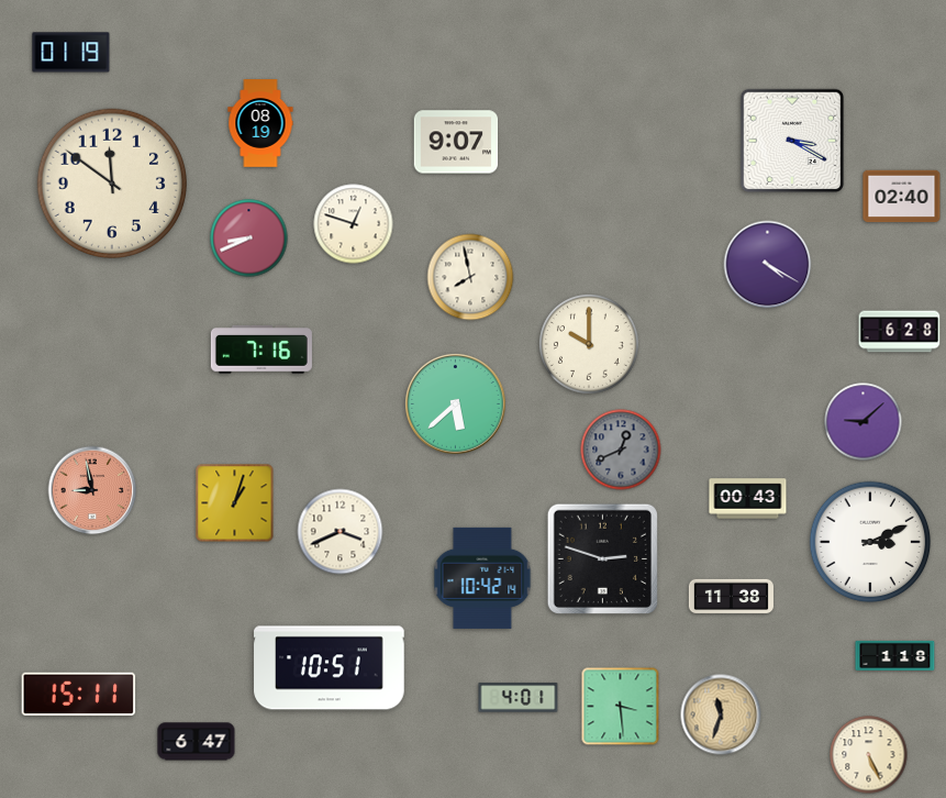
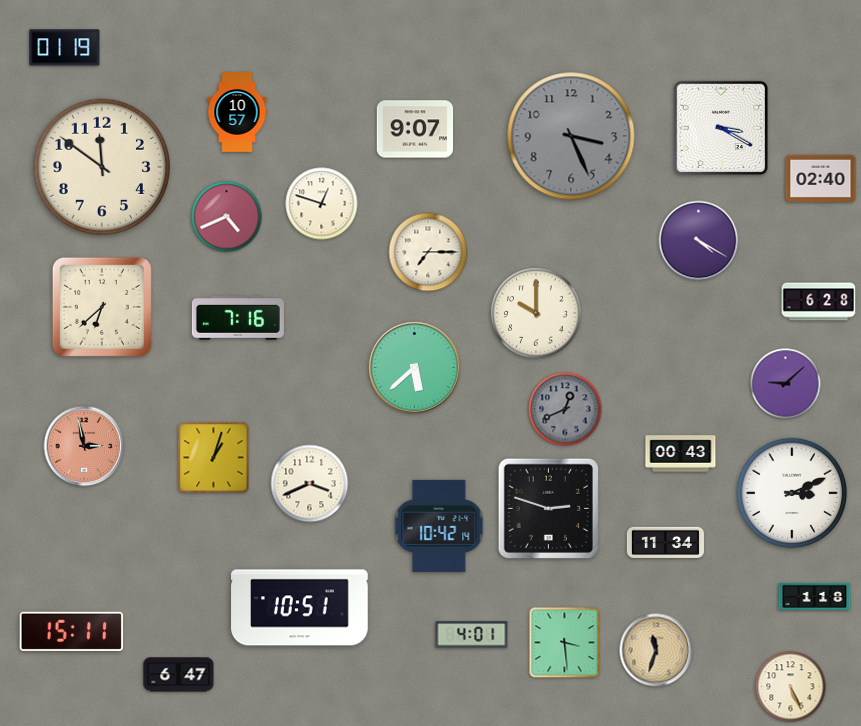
clock at (260, 123): 08:19 -> 10:57
clock at (571, 136): none -> 3:26
clock at (249, 239): 8:41 -> 4:41
clock at (470, 277): 7:58 -> 7:15
clock at (102, 307): none -> 6:38
clock at (92, 490): 8:58 -> 2:58
clock at (731, 597): 11:38 -> 11:34
